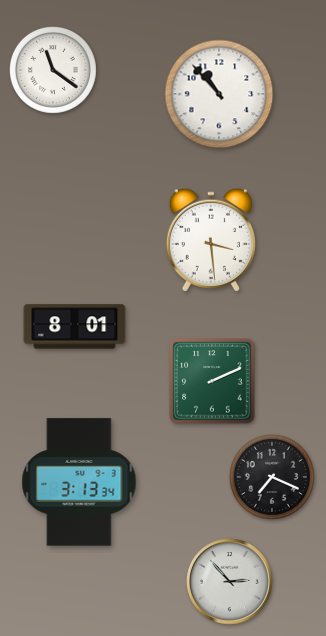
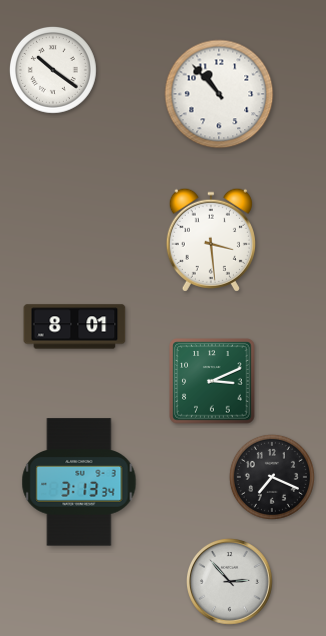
clock at (53, 70): 11:21 -> 10:21
clock at (212, 381): 2:11 -> 3:11
